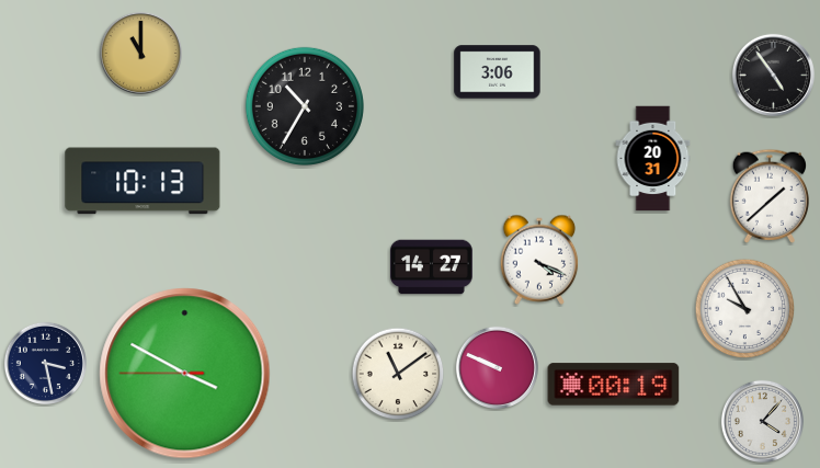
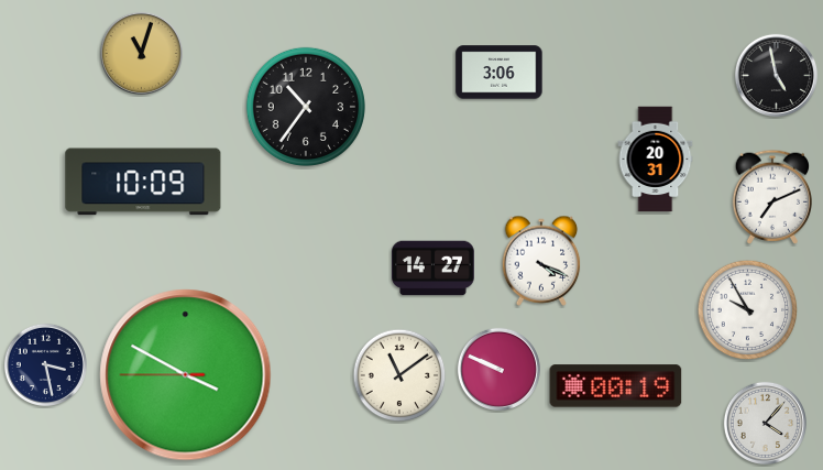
clock at (140, 53): 11:00 -> 11:03
clock at (773, 75): 4:54 -> 4:58
clock at (305, 106): 10:35 -> 10:36
clock at (143, 181): 10:13 -> 10:09
clock at (768, 196): 1:38 -> 7:11
